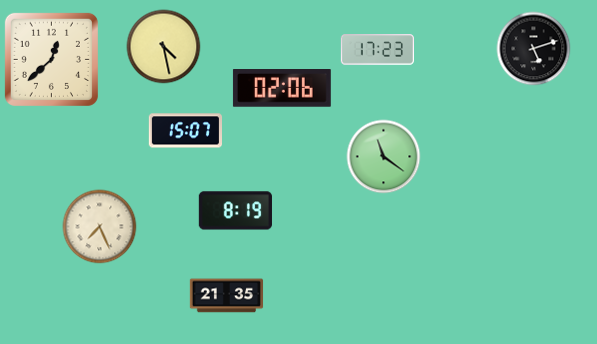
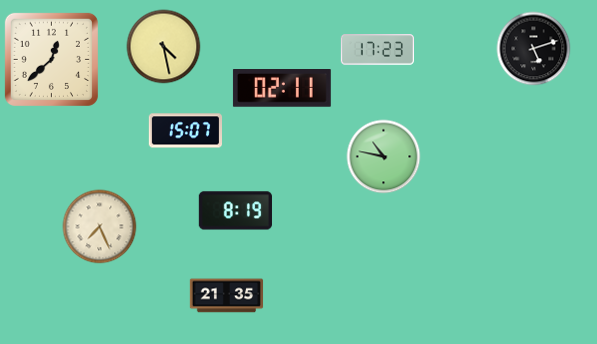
clock at (282, 89): 02:06 -> 02:11
clock at (384, 157): 11:21 -> 10:47
